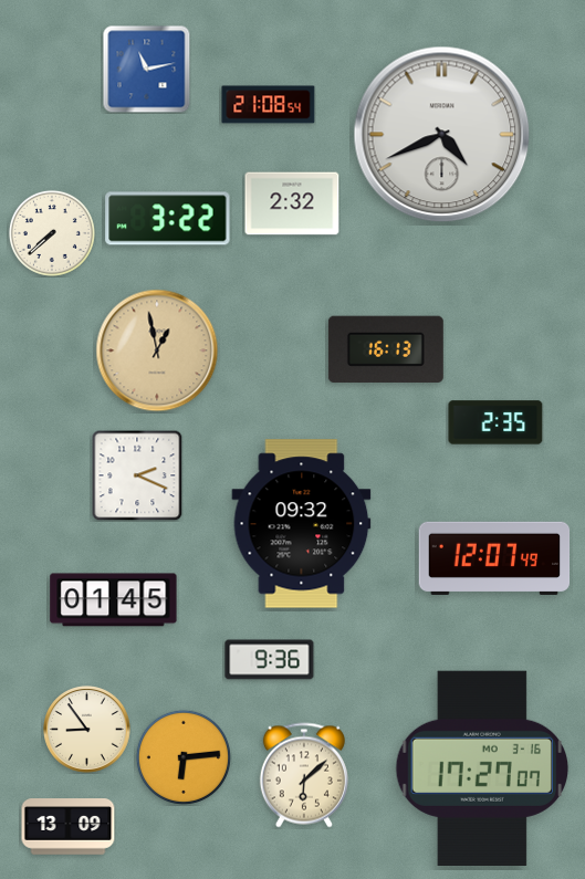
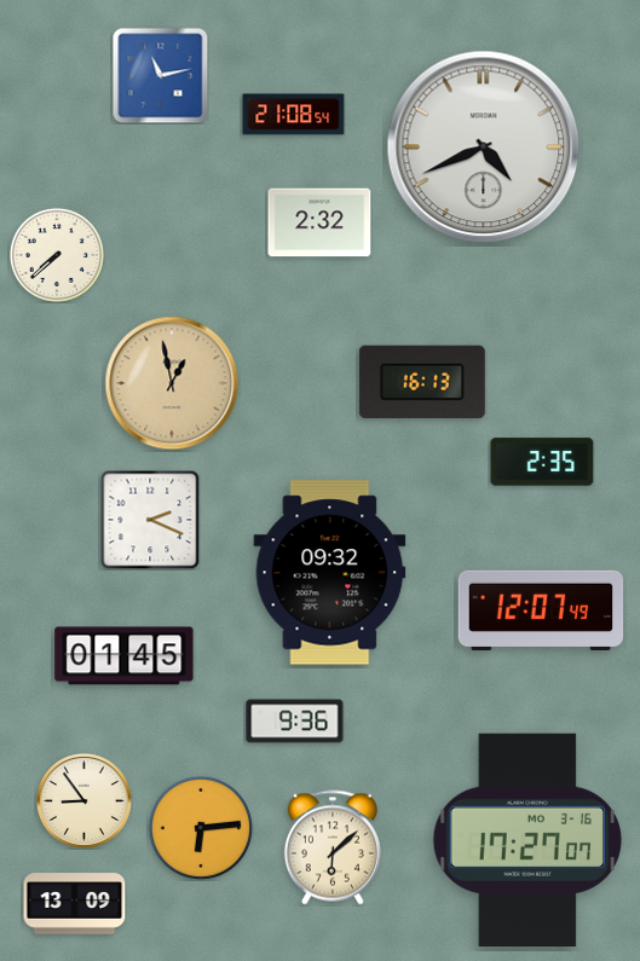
clock at (168, 219): 3:22 -> none
clock at (87, 730) position: (87, 730) -> (85, 801)
